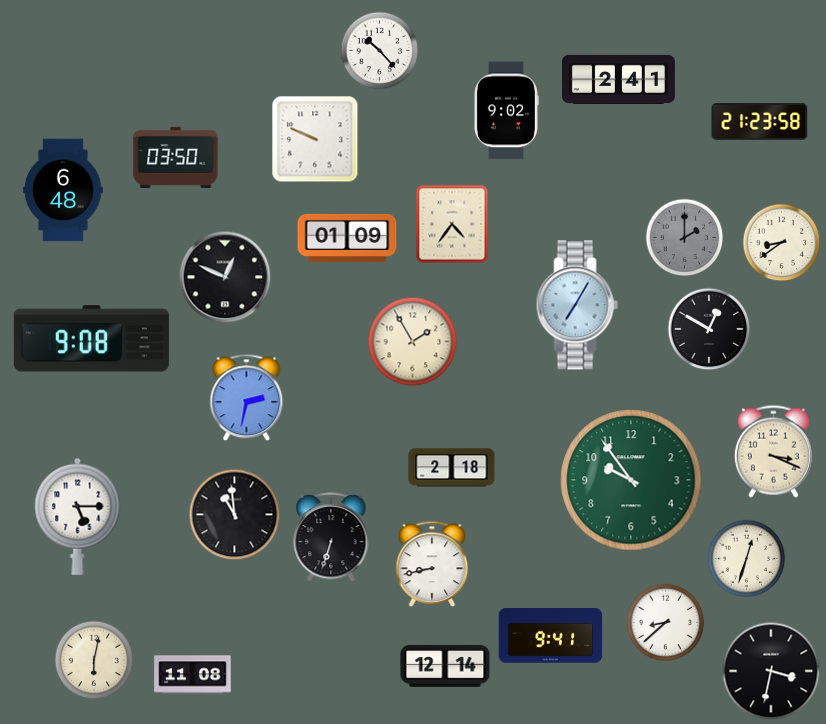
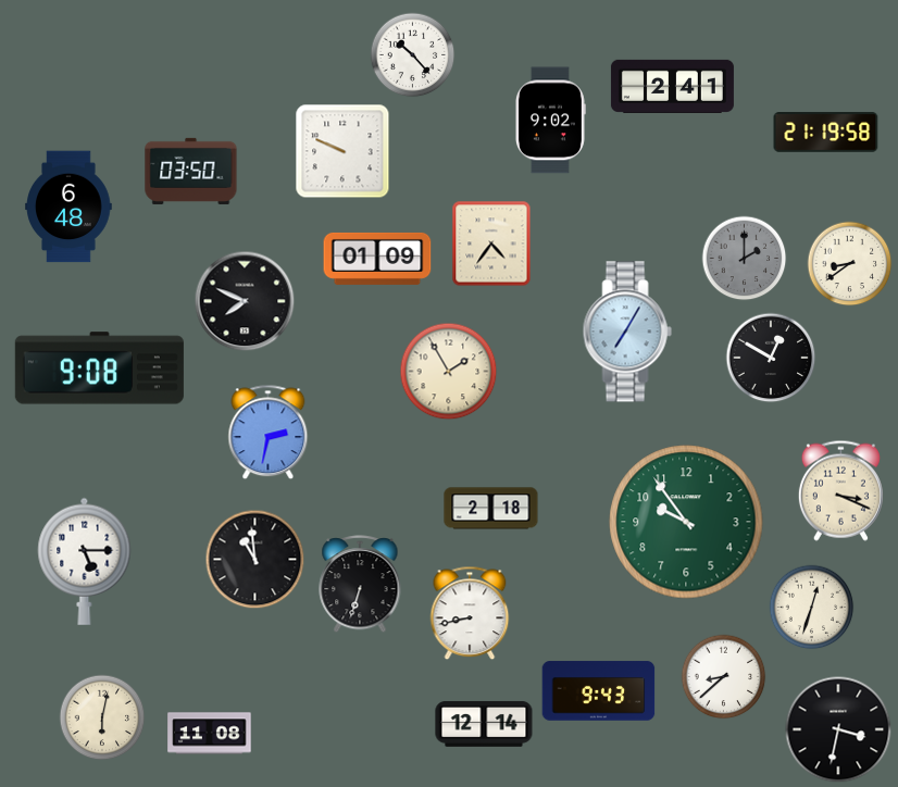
clock at (760, 122): 21:23 -> 21:19
clock at (225, 277): 12:49 -> 7:49
clock at (551, 636): 9:41 -> 9:43
